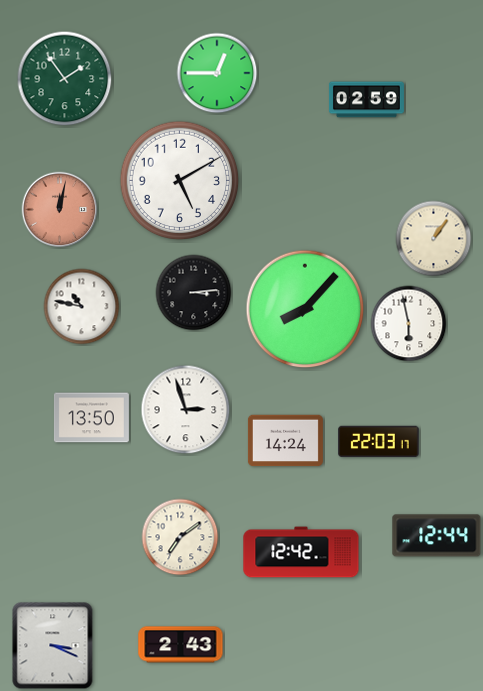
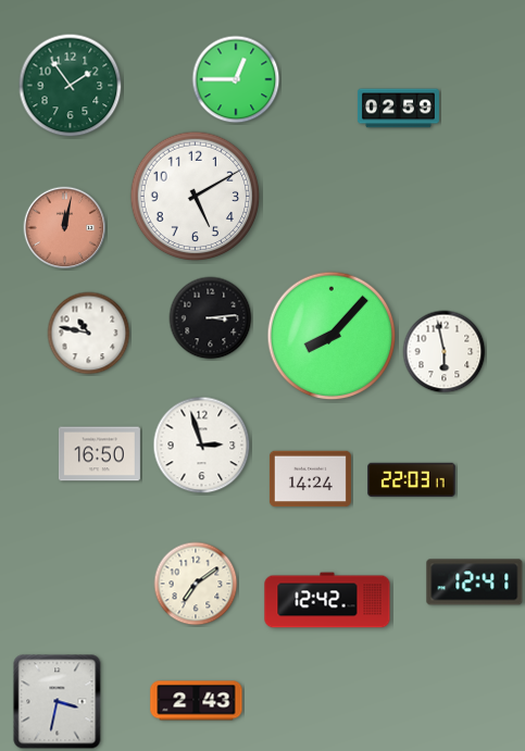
clock at (434, 239): 1:06 -> none
clock at (91, 418): 13:50 -> 16:50
clock at (437, 536): 12:44 -> 12:41
clock at (53, 646): 3:19 -> 3:32
